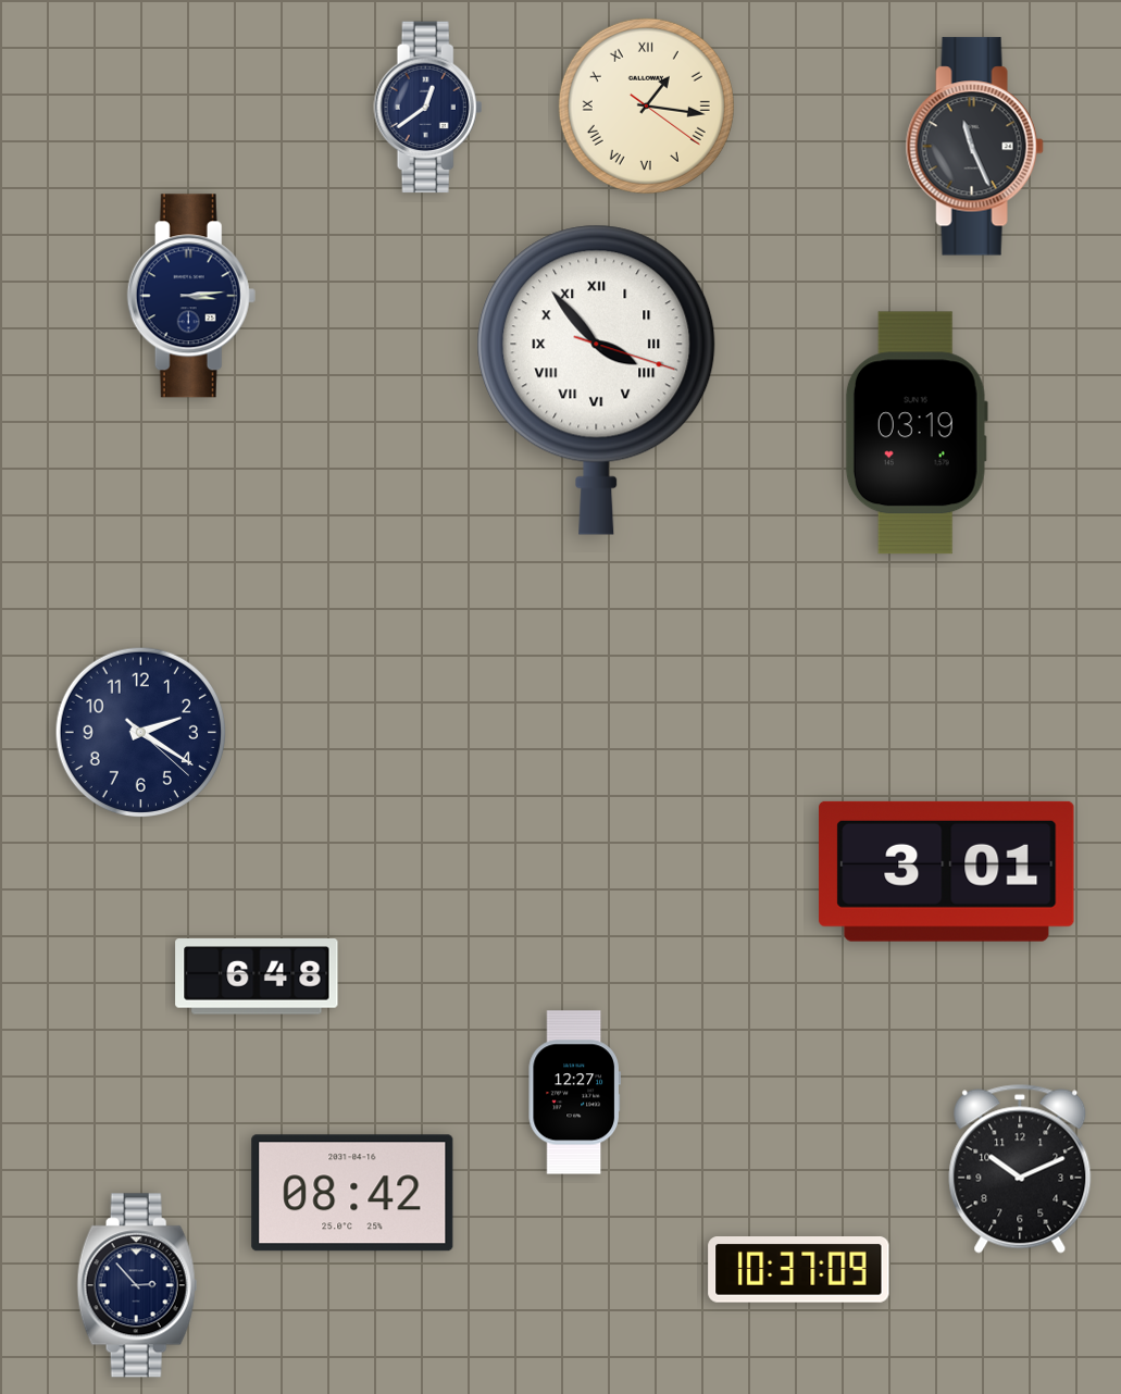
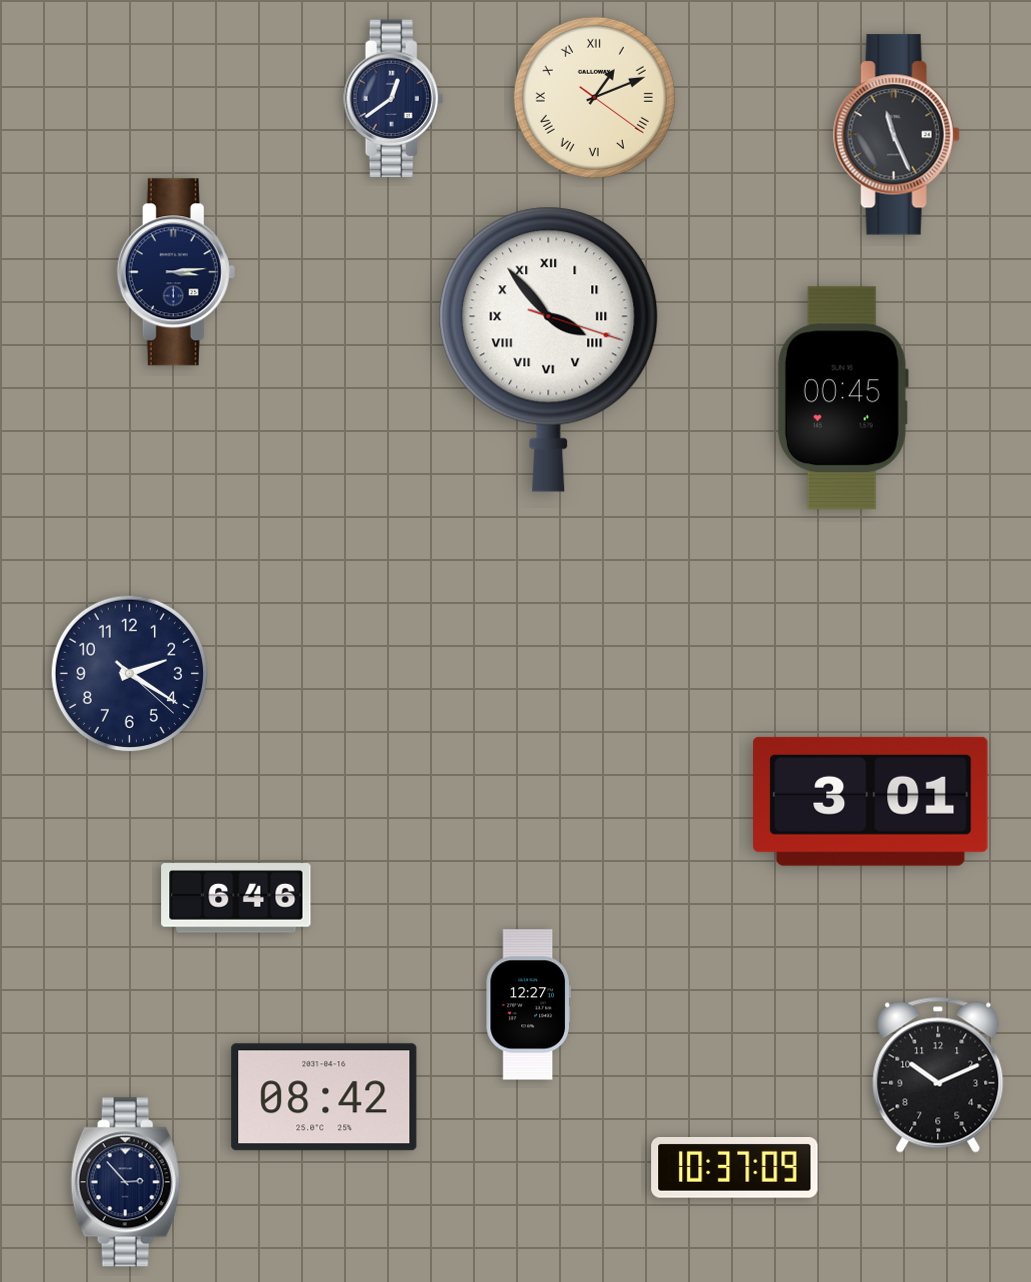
clock at (646, 105): 1:16 -> 1:11
clock at (917, 433): 03:19 -> 00:45
clock at (257, 976): 6:48 -> 6:46
